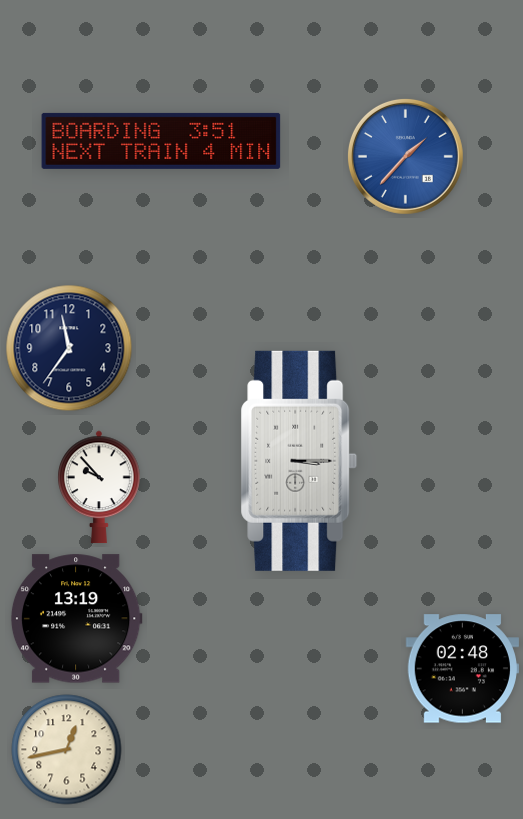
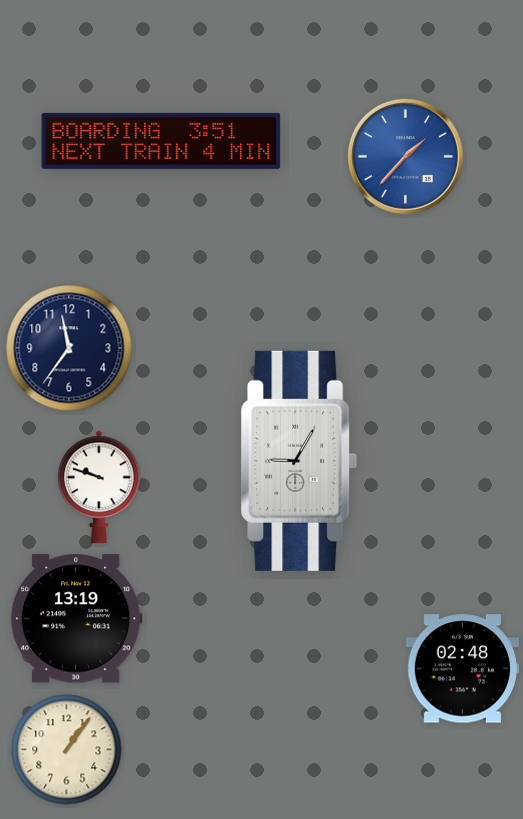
clock at (299, 461): 3:15 -> 9:05
clock at (99, 487): 9:53 -> 9:48
clock at (67, 750): 12:43 -> 1:06
